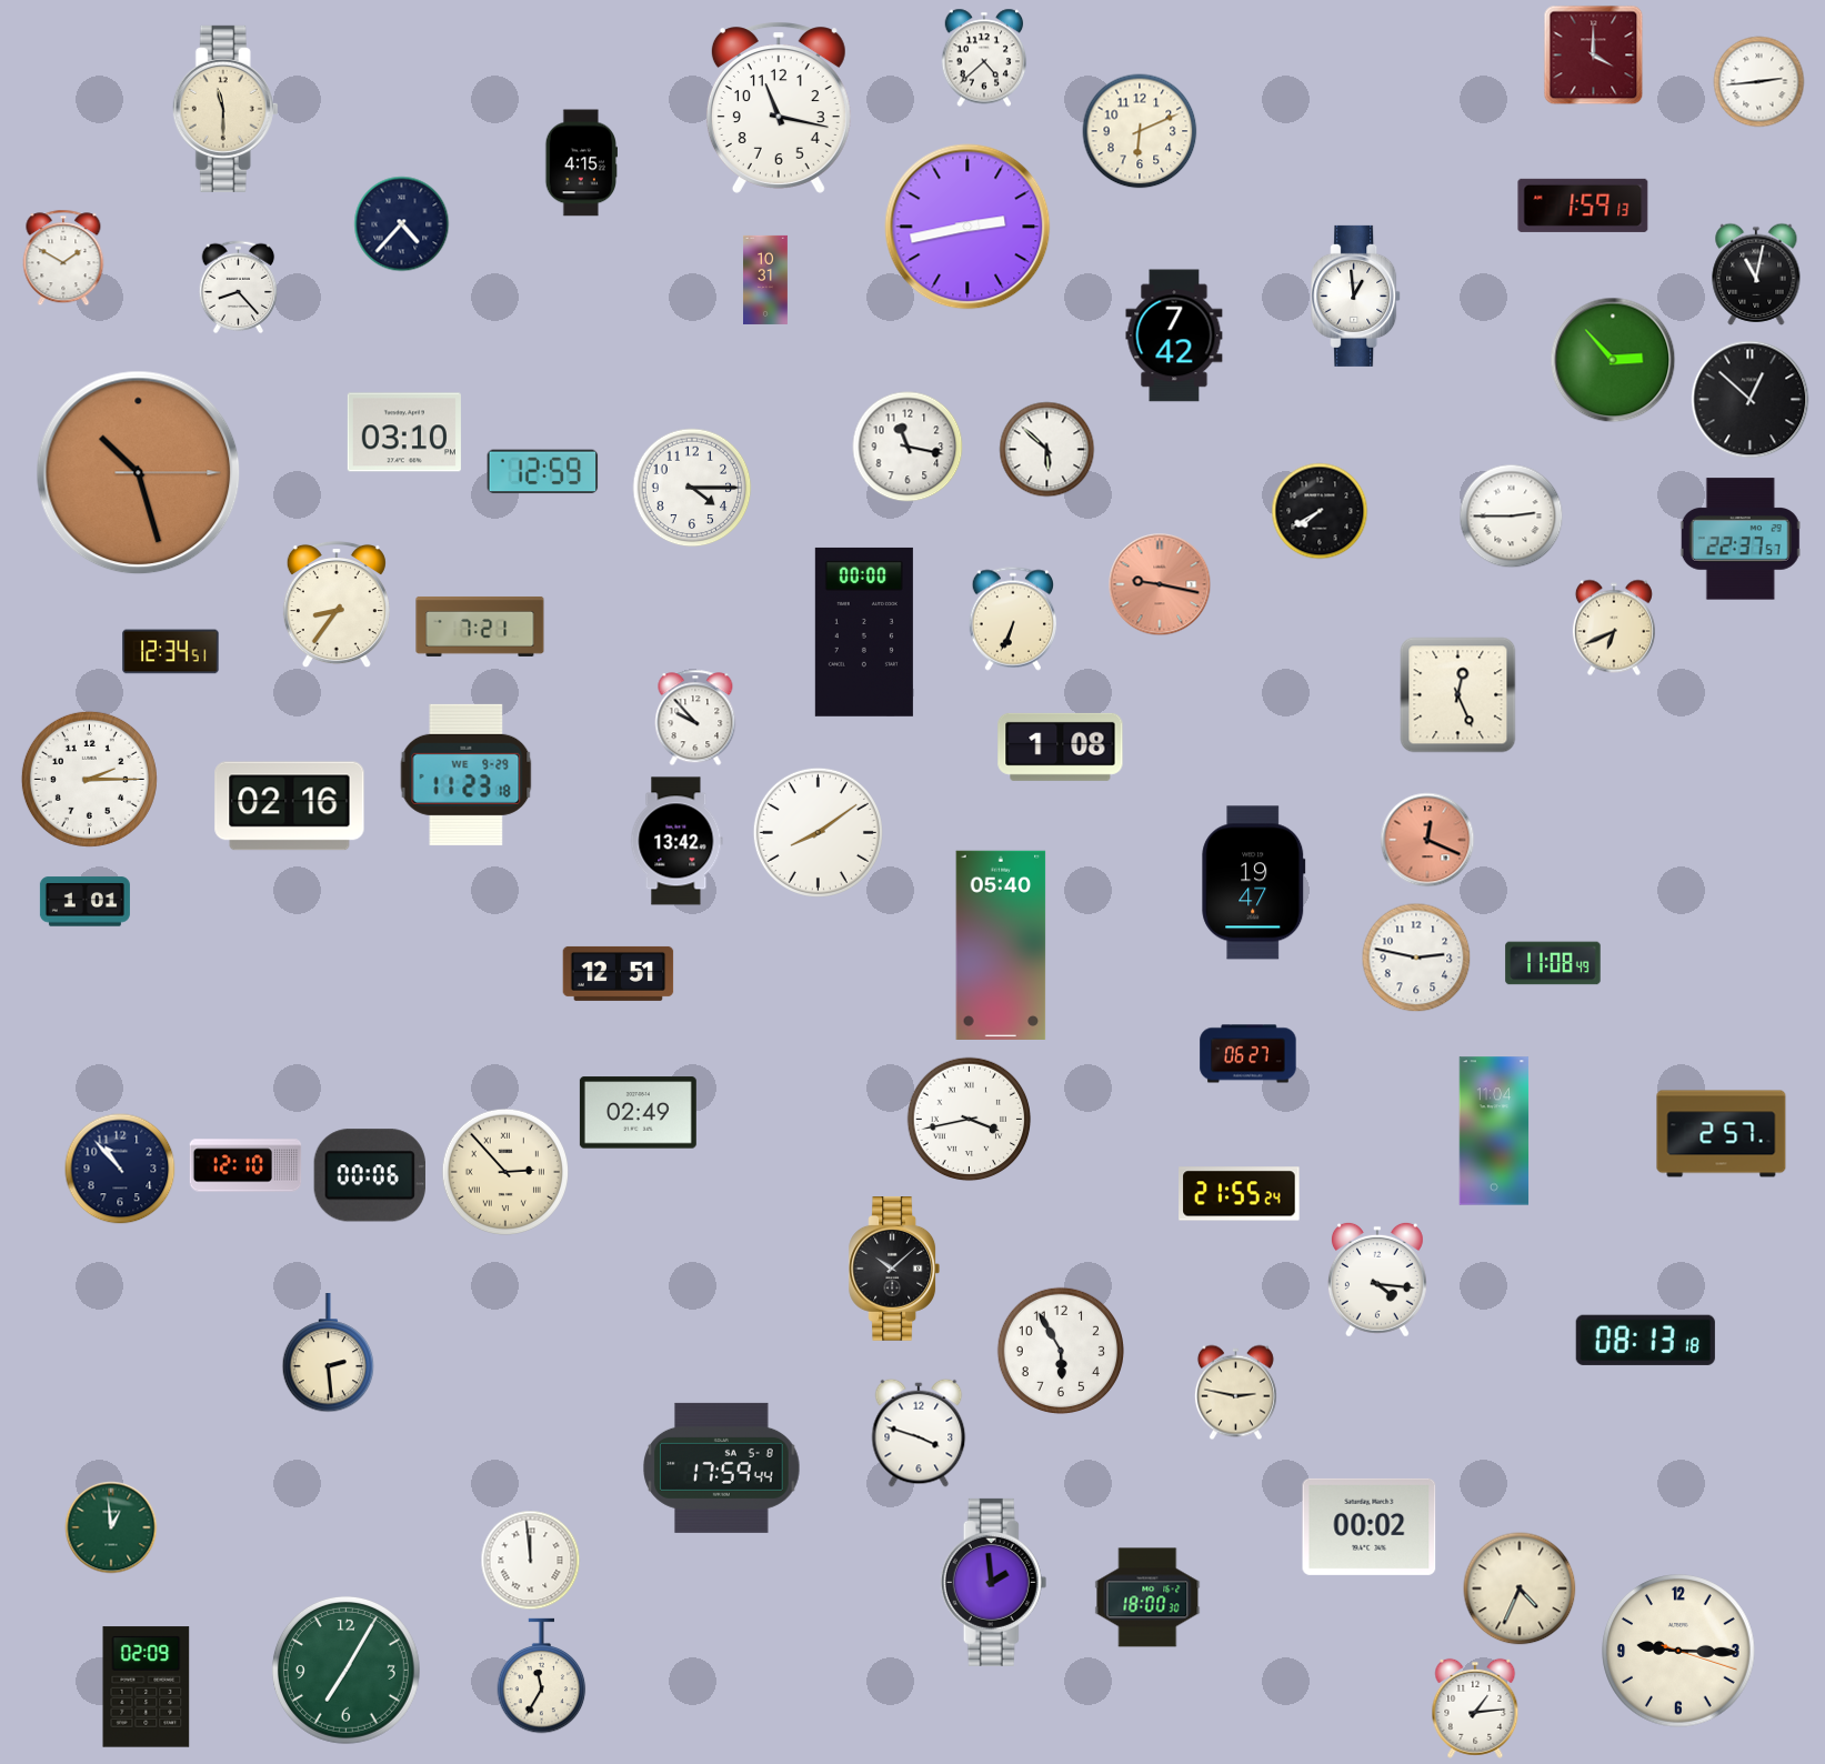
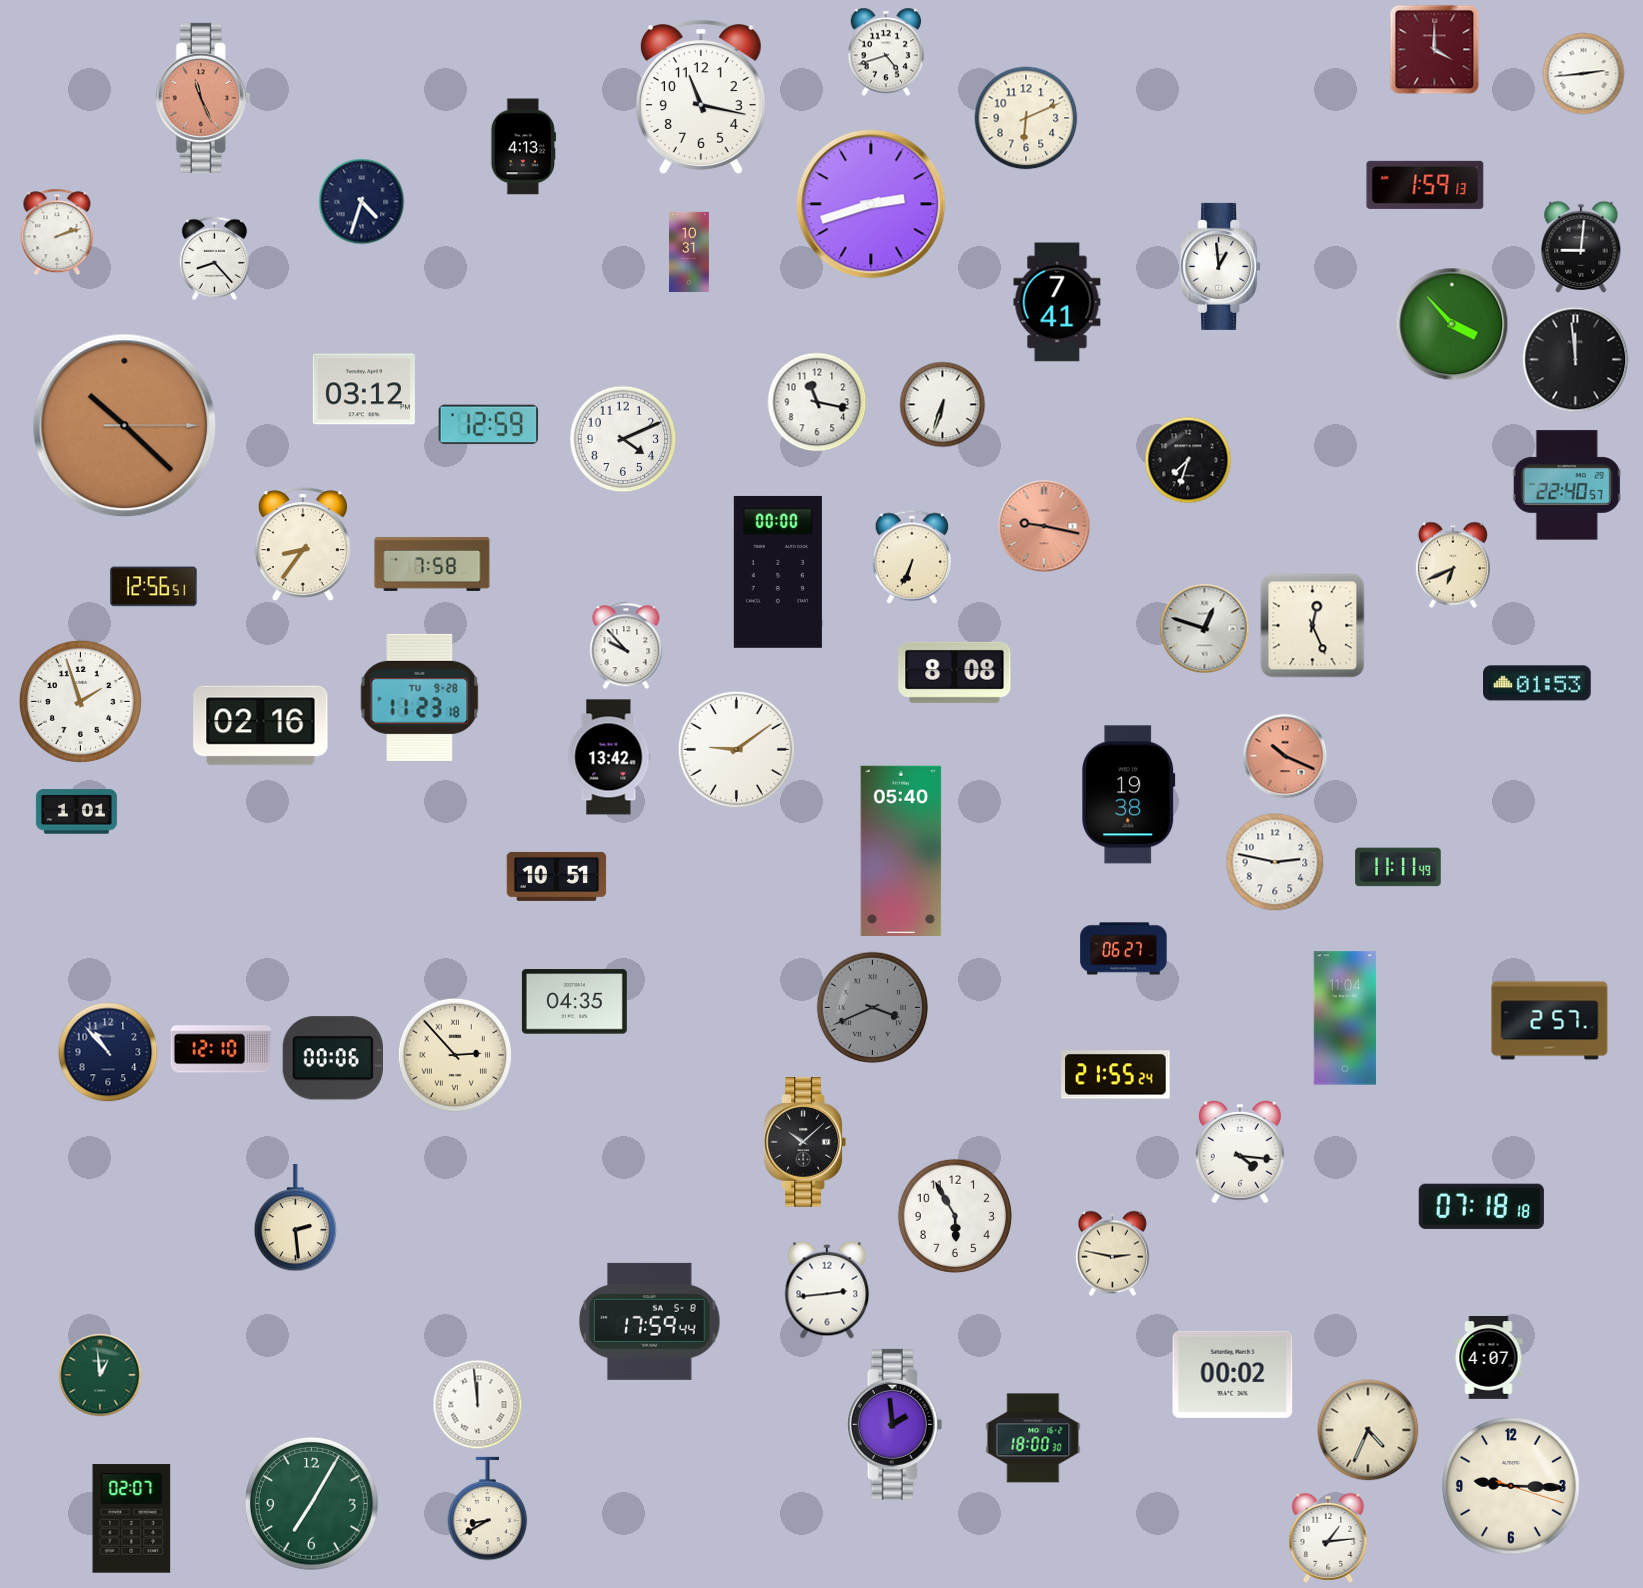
clock at (984, 58): 4:38 -> 4:42
clock at (225, 109): 11:30 -> 11:26
clock at (225, 109) dial: cream -> salmon
clock at (581, 163): 4:15 -> 4:13
clock at (402, 224): 4:37 -> 4:33
clock at (967, 227): 2:43 -> 2:42
clock at (63, 258): 1:50 -> 2:12
clock at (1756, 274): 11:02 -> 9:01
clock at (1174, 335): 7:42 -> 7:41
clock at (1613, 360): 2:53 -> 3:53
clock at (1751, 400): 12:52 -> 11:59
clock at (404, 432): 03:10 -> 03:12
clock at (1047, 450): 5:52 -> 6:33
clock at (139, 473): 10:27 -> 10:22
clock at (692, 488): 4:15 -> 4:11
clock at (1320, 511): 7:40 -> 7:33
clock at (1512, 517): 2:45 -> none
clock at (1741, 539): 22:37 -> 22:40
clock at (480, 627): 7:21 -> 7:58
clock at (864, 632) position: (864, 632) -> (778, 572)
clock at (171, 652): 12:34 -> 12:56
clock at (1205, 629): none -> 12:48
clock at (1061, 746): 1:08 -> 8:08
clock at (1537, 683): none -> 01:53
clock at (467, 774) date: WE 9-29 -> TU 9-28
clock at (89, 779): 2:15 -> 1:57
clock at (818, 832): 8:09 -> 9:09
clock at (1427, 840): 12:19 -> 10:19
clock at (1254, 883): 19:47 -> 19:38
clock at (1553, 963): 11:08 -> 11:11
clock at (619, 973): 12:51 -> 10:51
clock at (638, 1113): 02:49 -> 04:35
clock at (970, 1120): 3:43 -> 3:41
clock at (970, 1120) dial: white -> grey
clock at (1645, 1340): 08:13 -> 07:18
clock at (919, 1433): 3:48 -> 2:44
clock at (1489, 1358): none -> 4:07
clock at (542, 1676): 11:35 -> 8:40
clock at (147, 1687): 02:09 -> 02:07
